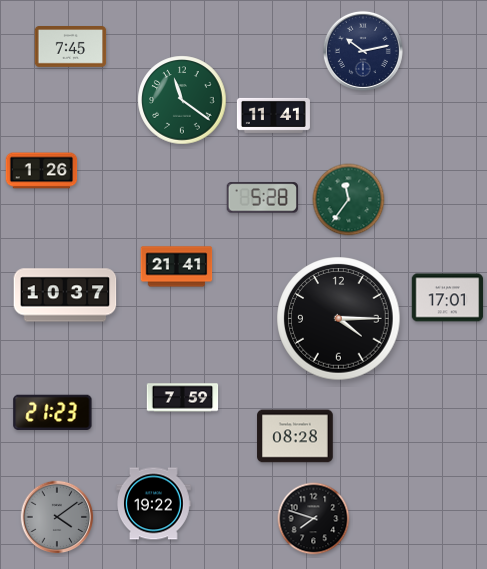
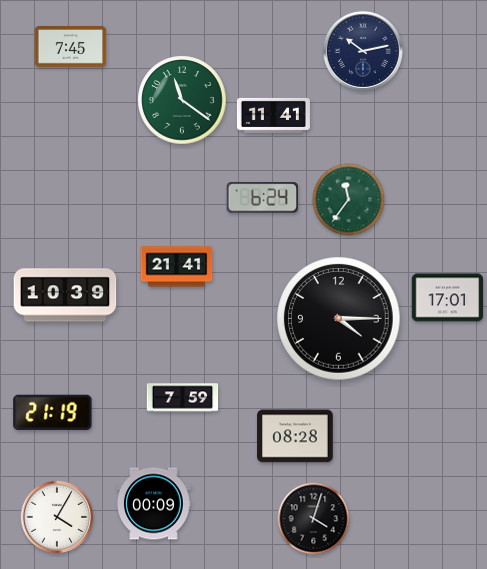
clock at (42, 171): 1:26 -> none
clock at (262, 198): 5:28 -> 6:24
clock at (65, 295): 10:37 -> 10:39
clock at (53, 412): 21:23 -> 21:19
clock at (154, 504): 19:22 -> 00:09
clock at (57, 517): 4:09 -> 4:05
clock at (57, 517) dial: grey -> white
clock at (314, 519): 7:48 -> 4:03
